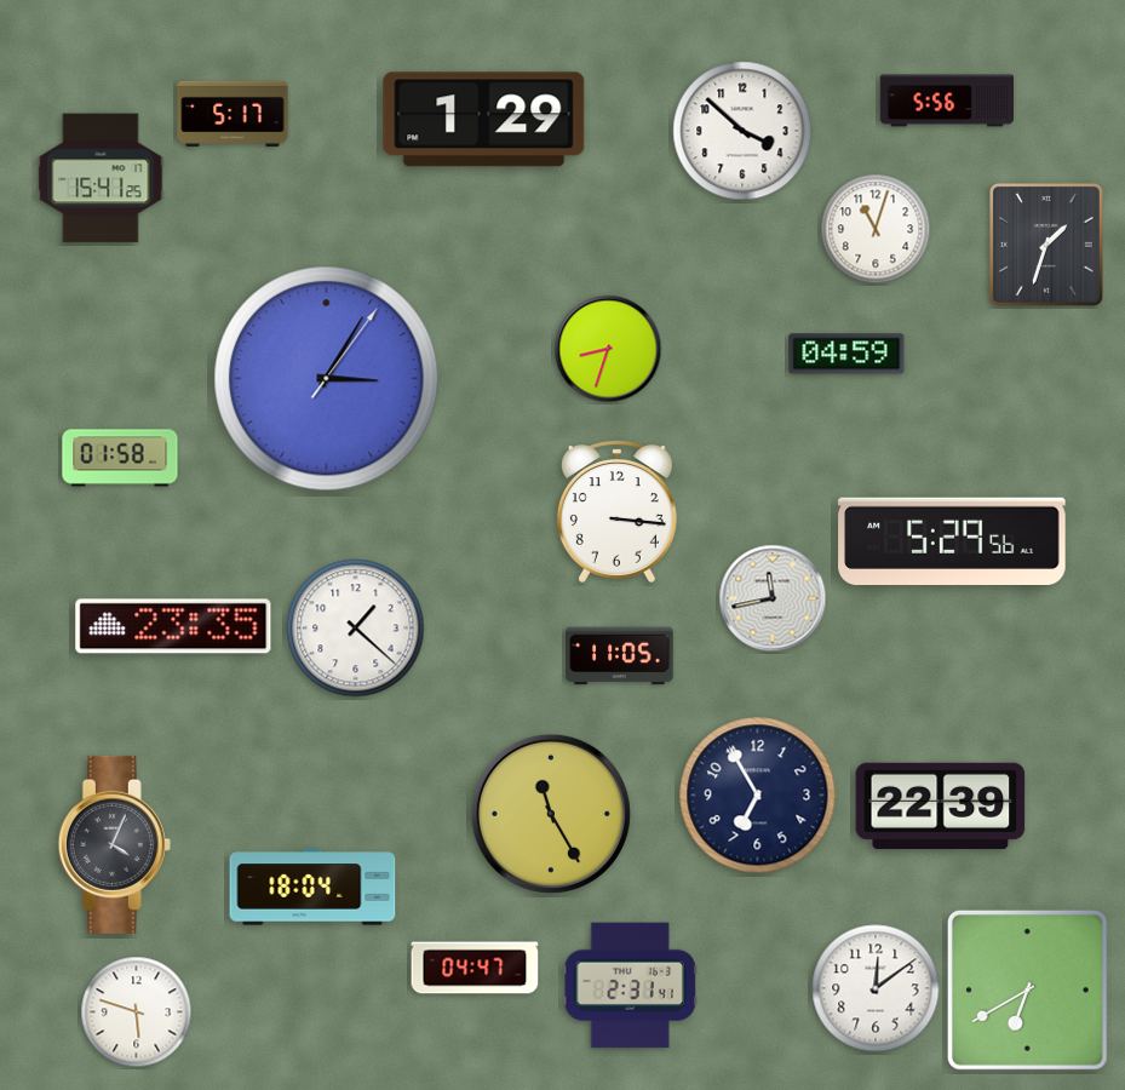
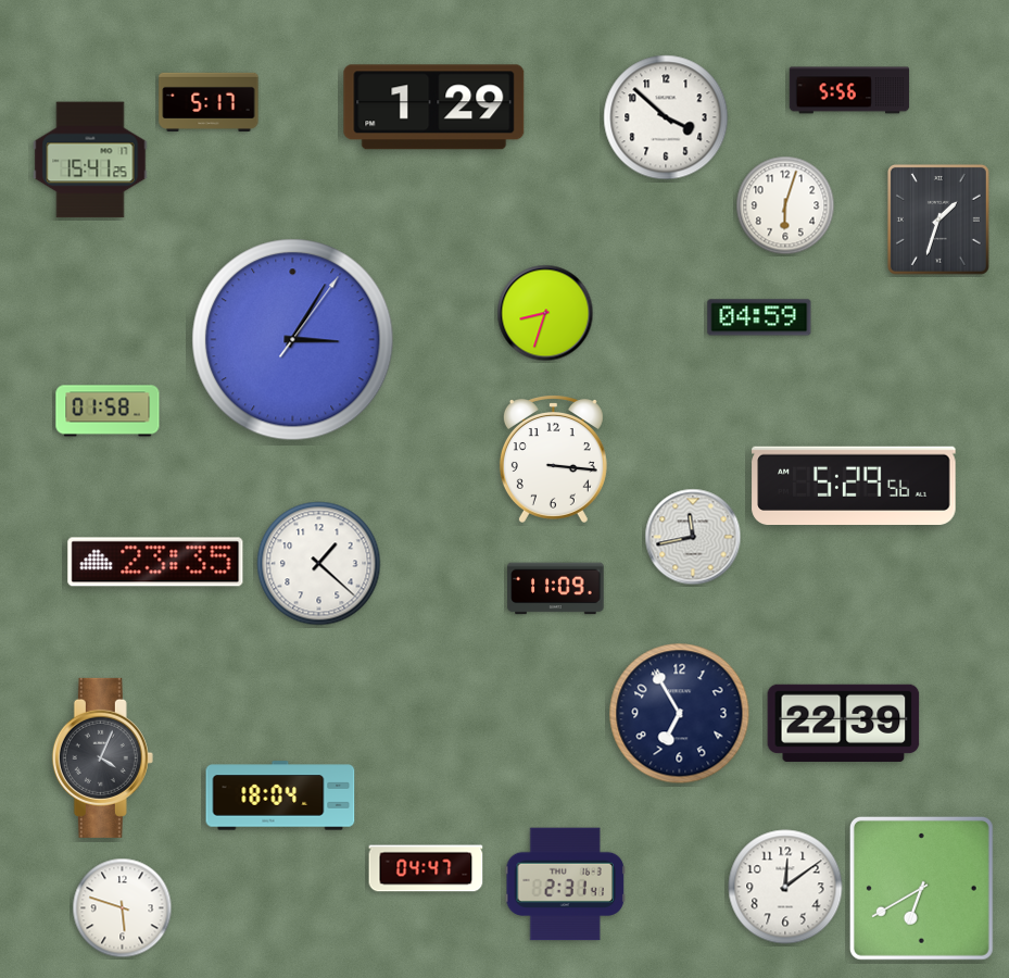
clock at (876, 229): 11:03 -> 6:03
clock at (620, 656): 11:05 -> 11:09
clock at (551, 814): 11:25 -> none
